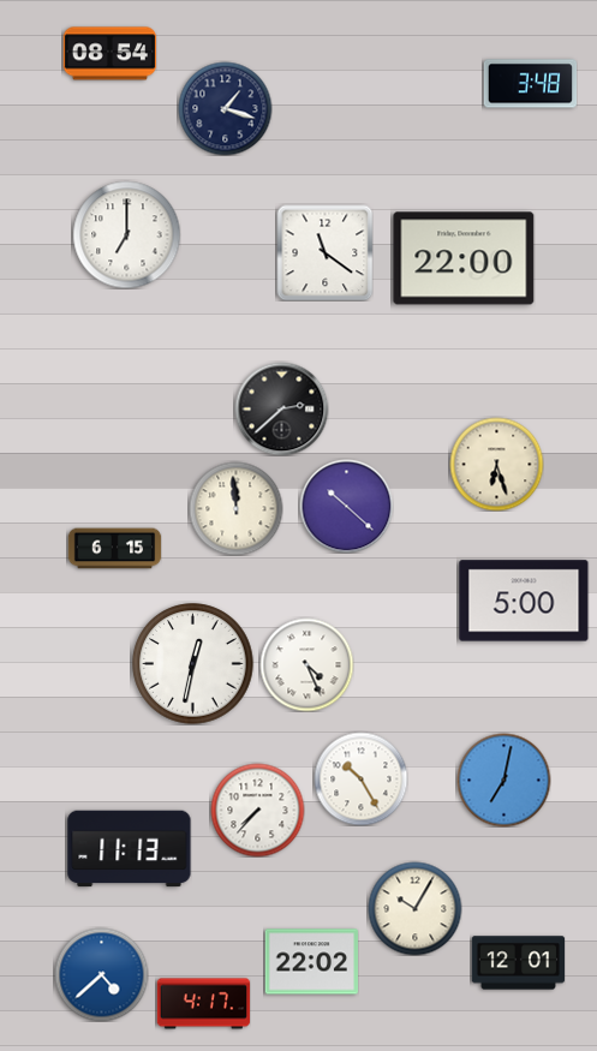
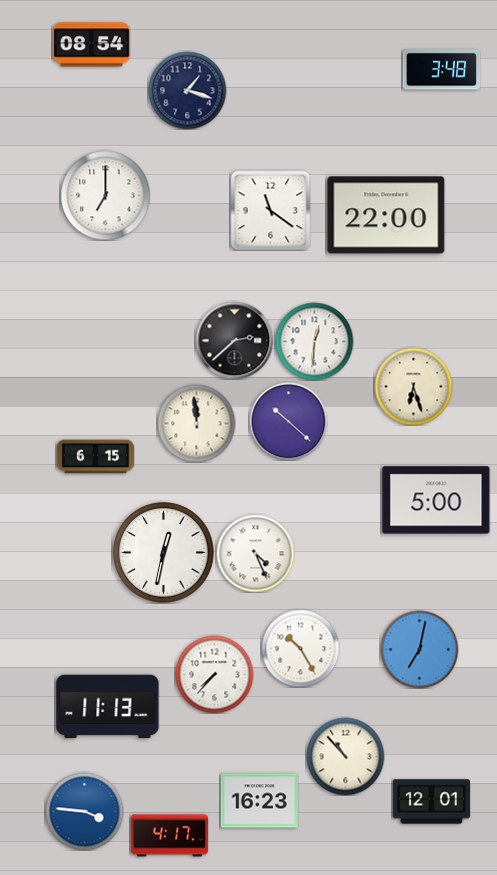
clock at (314, 341): none -> 12:31
clock at (193, 664) position: (193, 664) -> (164, 553)
clock at (414, 908): 10:05 -> 10:53
clock at (311, 962): 22:02 -> 16:23
clock at (101, 974): 4:38 -> 3:46
